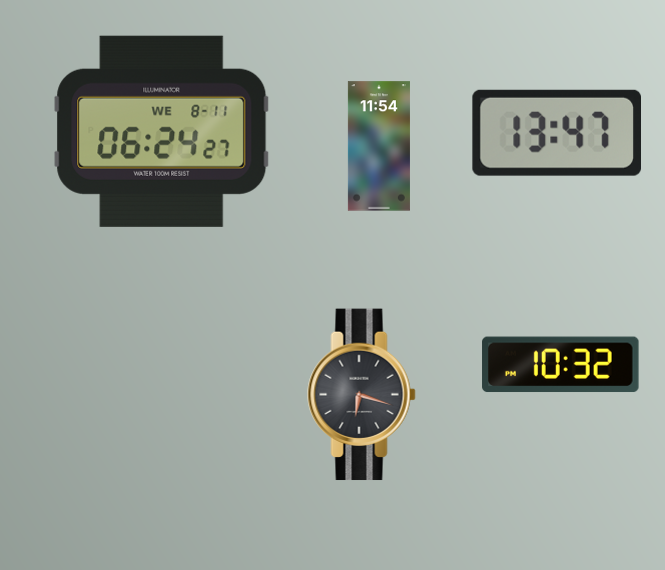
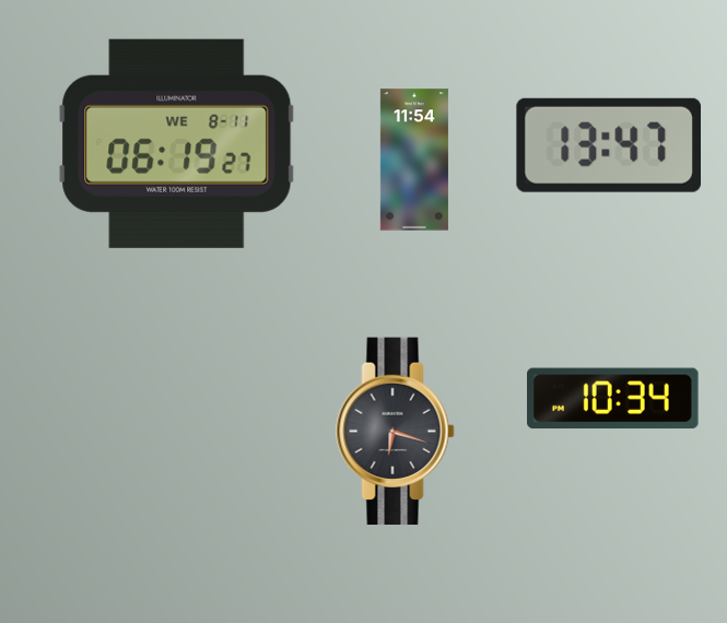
clock at (162, 131): 06:24 -> 06:19
clock at (561, 365): 10:32 -> 10:34
